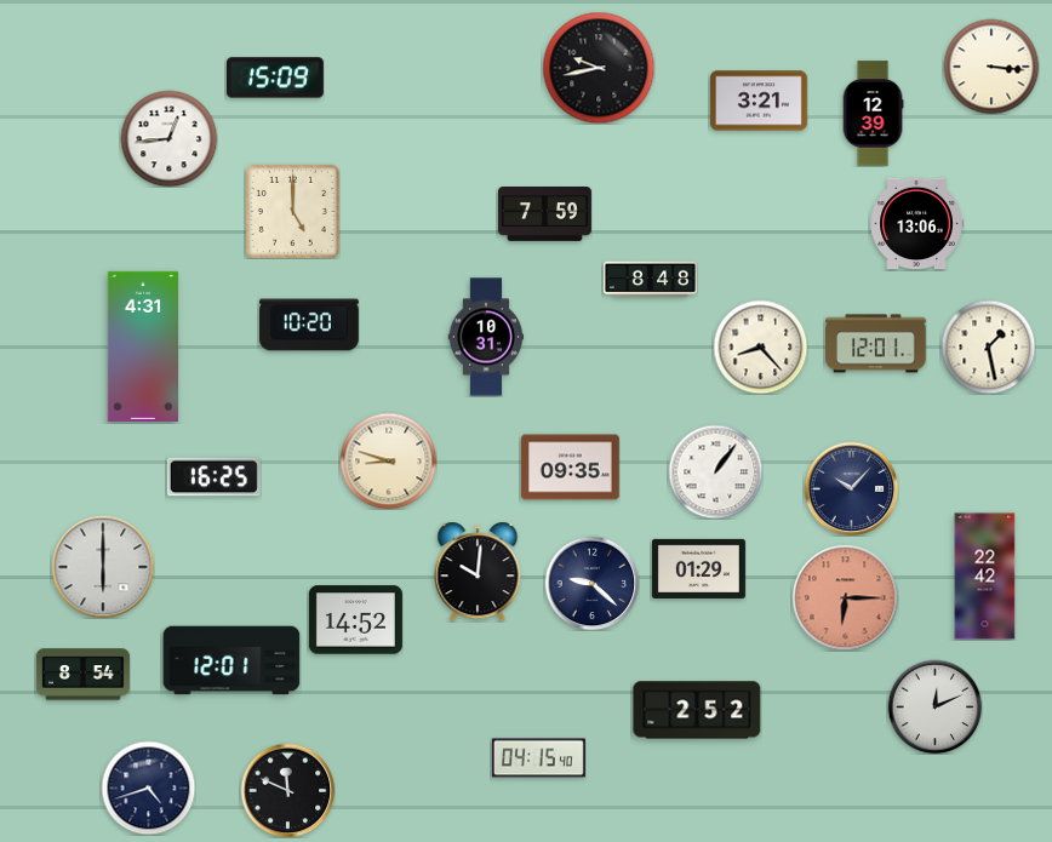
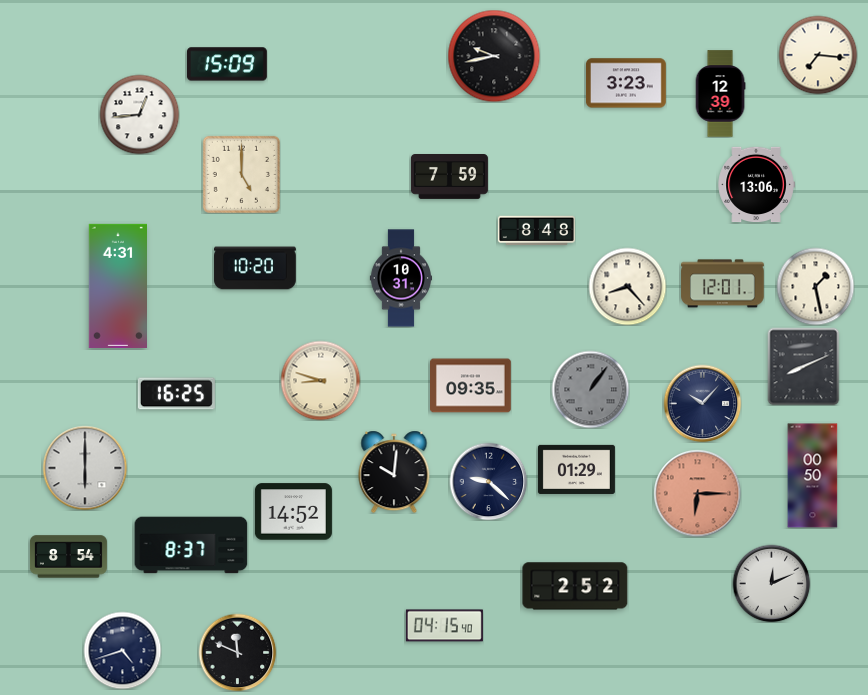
clock at (991, 67): 3:16 -> 7:16
clock at (759, 101): 3:21 -> 3:23
clock at (804, 366): none -> 8:11
clock at (715, 471) dial: white -> grey
clock at (985, 577): 22:42 -> 00:50
clock at (231, 660): 12:01 -> 8:37
